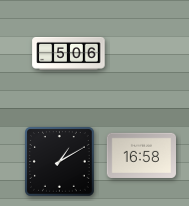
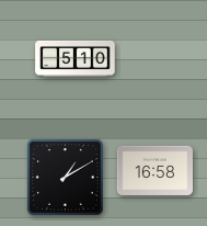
clock at (69, 53): 5:06 -> 5:10
